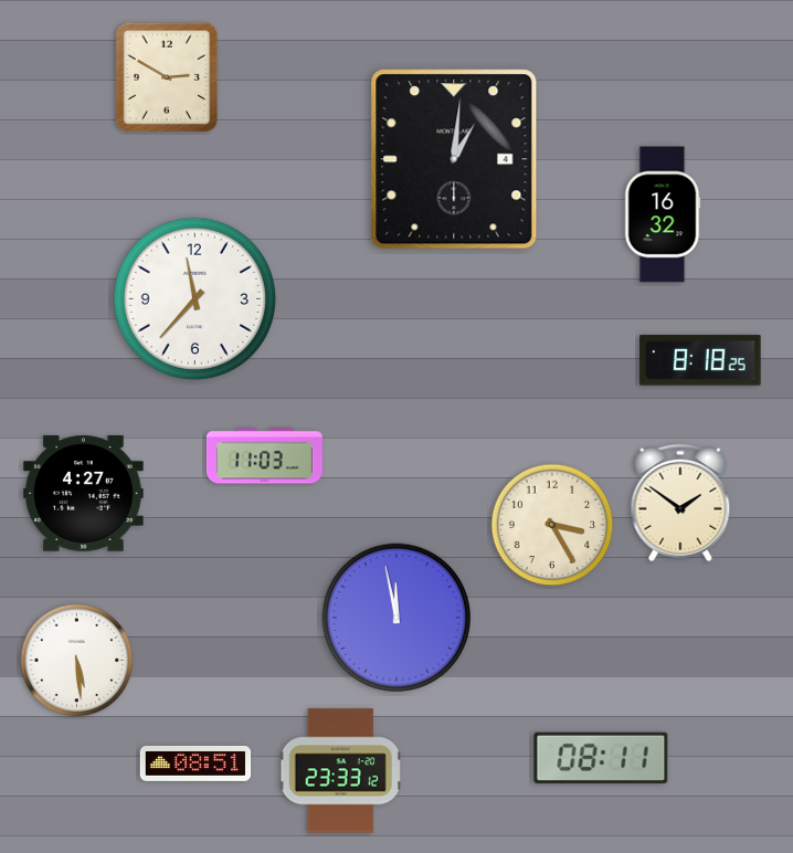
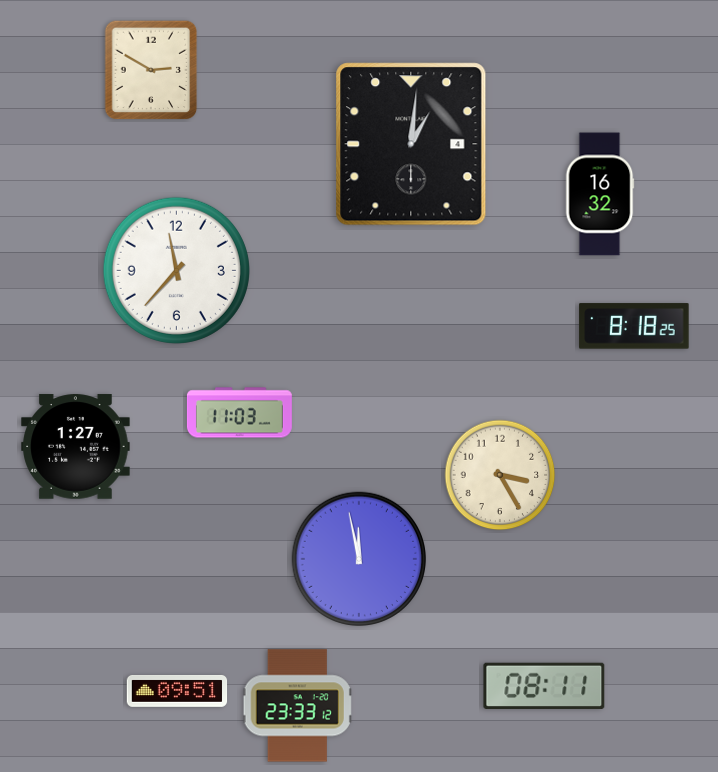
clock at (84, 494): 4:27 -> 1:27
clock at (680, 503): 1:51 -> none
clock at (77, 661): 5:29 -> none
clock at (195, 764): 08:51 -> 09:51
clock at (341, 771) position: (341, 771) -> (298, 706)
